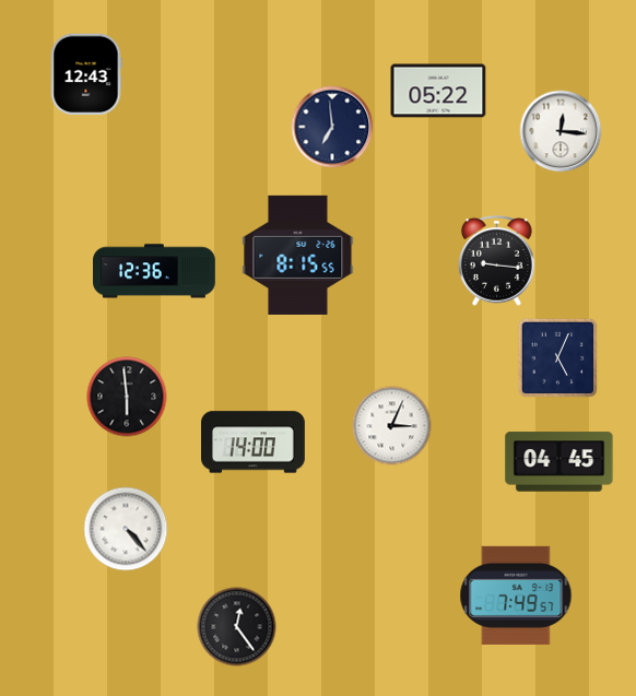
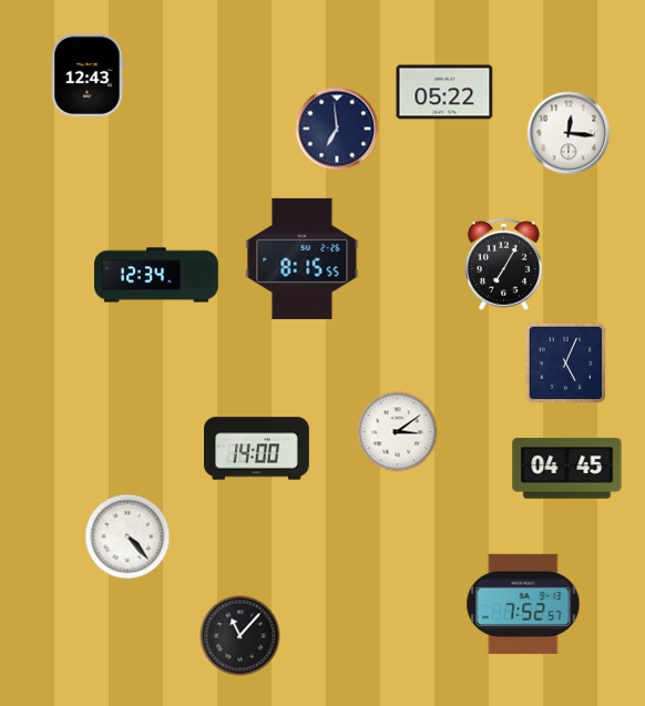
clock at (496, 260): 9:16 -> 7:05
clock at (155, 271): 12:36 -> 12:34
clock at (127, 397): 5:59 -> none
clock at (392, 426): 3:04 -> 3:09
clock at (516, 595): 7:49 -> 7:52
clock at (237, 627): 12:24 -> 11:07
